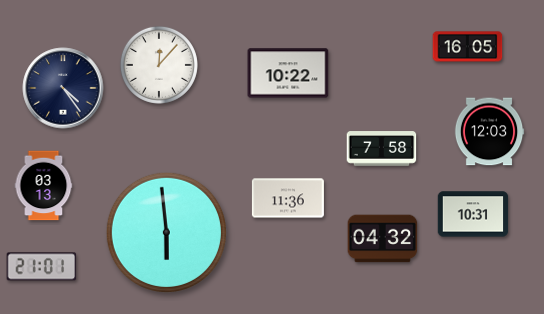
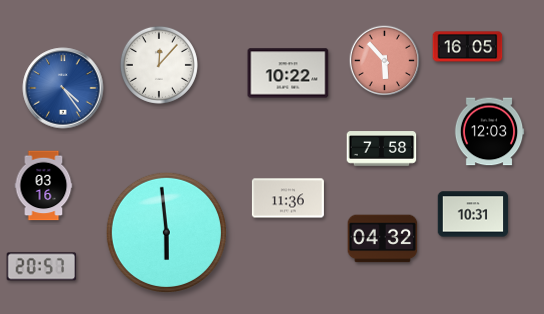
clock at (385, 61): none -> 5:53
clock at (63, 88) dial: navy -> blue
clock at (44, 186): 03:13 -> 03:16
clock at (42, 267): 21:01 -> 20:57
